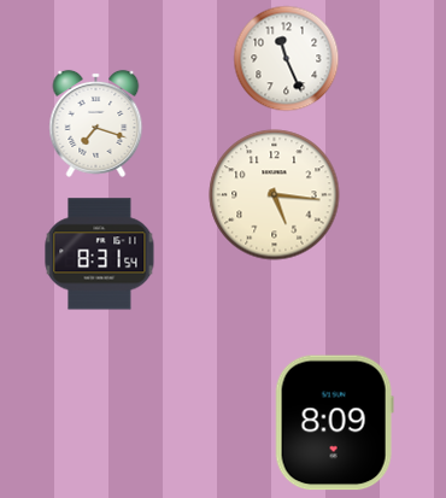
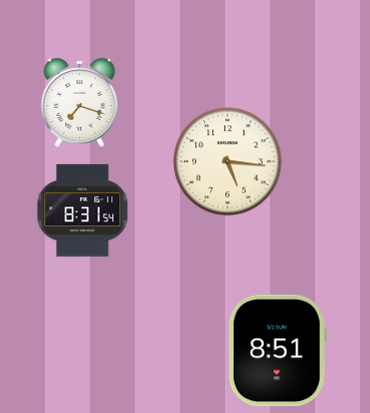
clock at (286, 58): 11:26 -> none
clock at (334, 423): 8:09 -> 8:51
